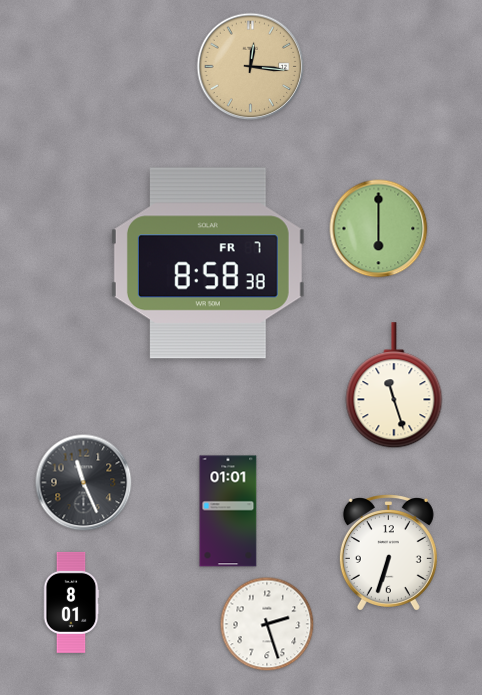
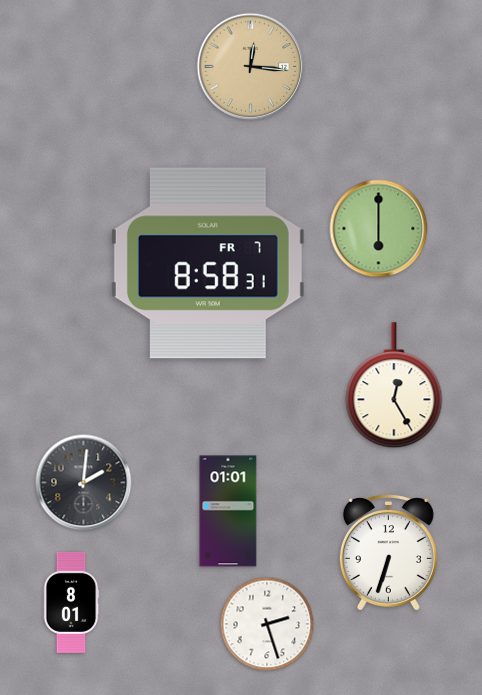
clock at (208, 263): 8:58:38 -> 8:58:31
clock at (394, 386): 11:27 -> 12:25
clock at (84, 483): 11:26 -> 2:01
